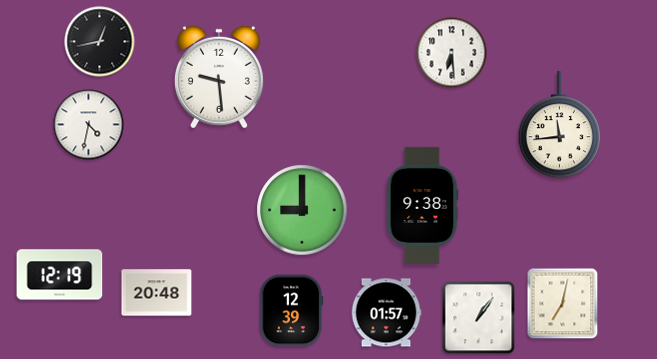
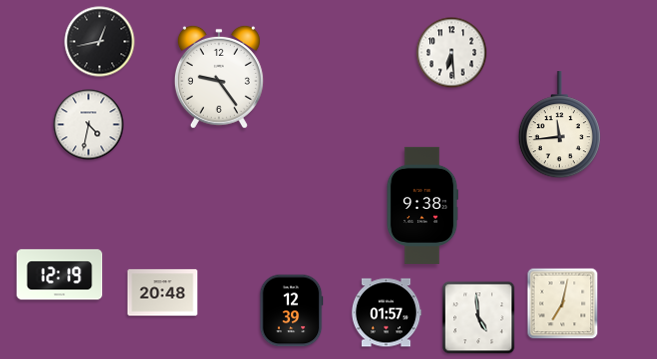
clock at (219, 77): 9:29 -> 9:24
clock at (302, 210): 9:00 -> none
clock at (157, 293) position: (157, 293) -> (163, 293)
clock at (479, 318): 1:06 -> 4:59
